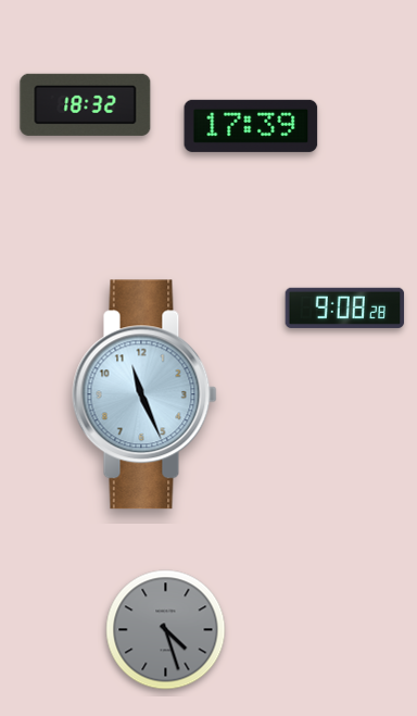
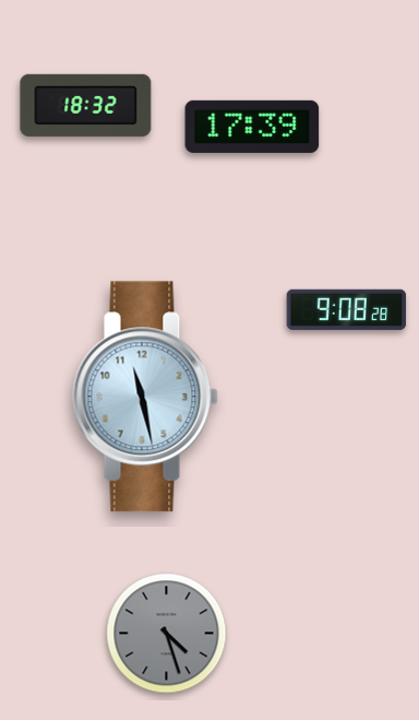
clock at (144, 394): 11:26 -> 11:28
